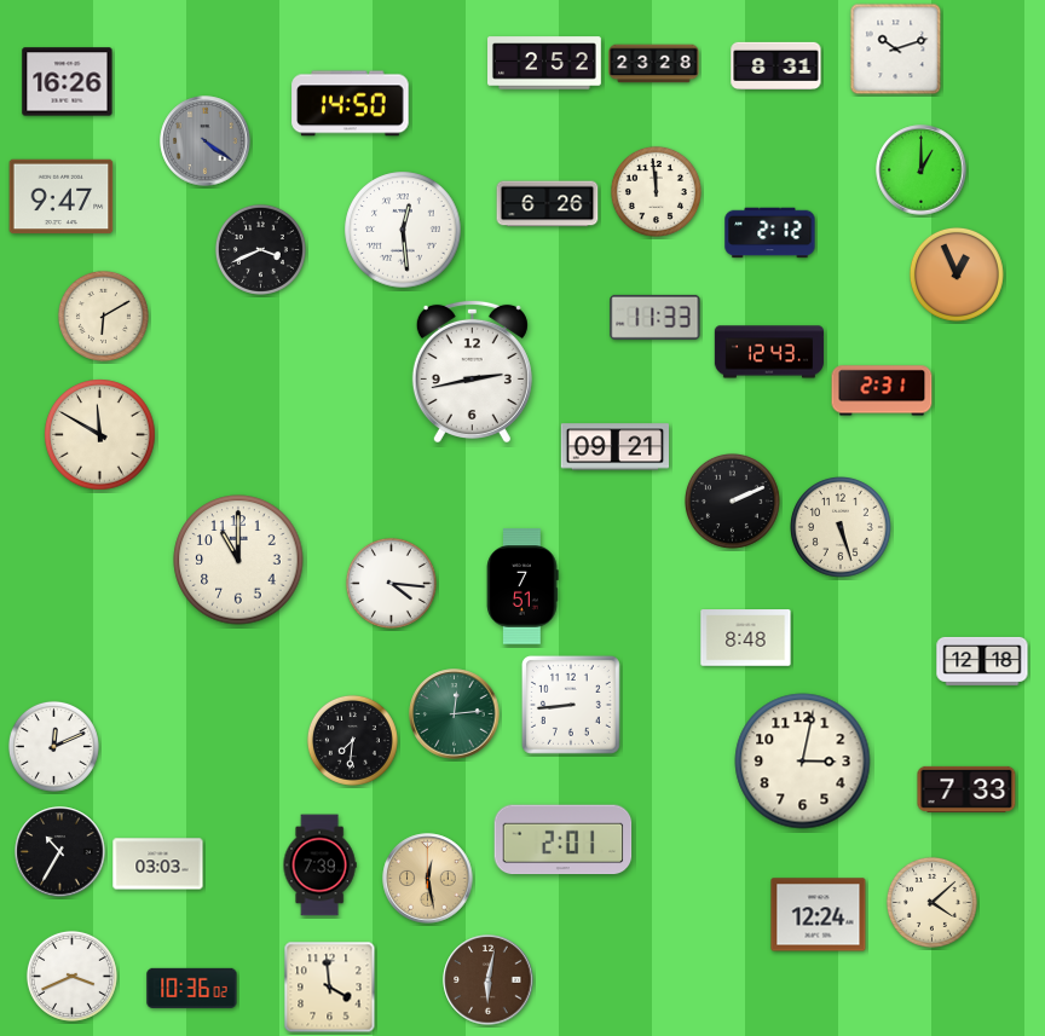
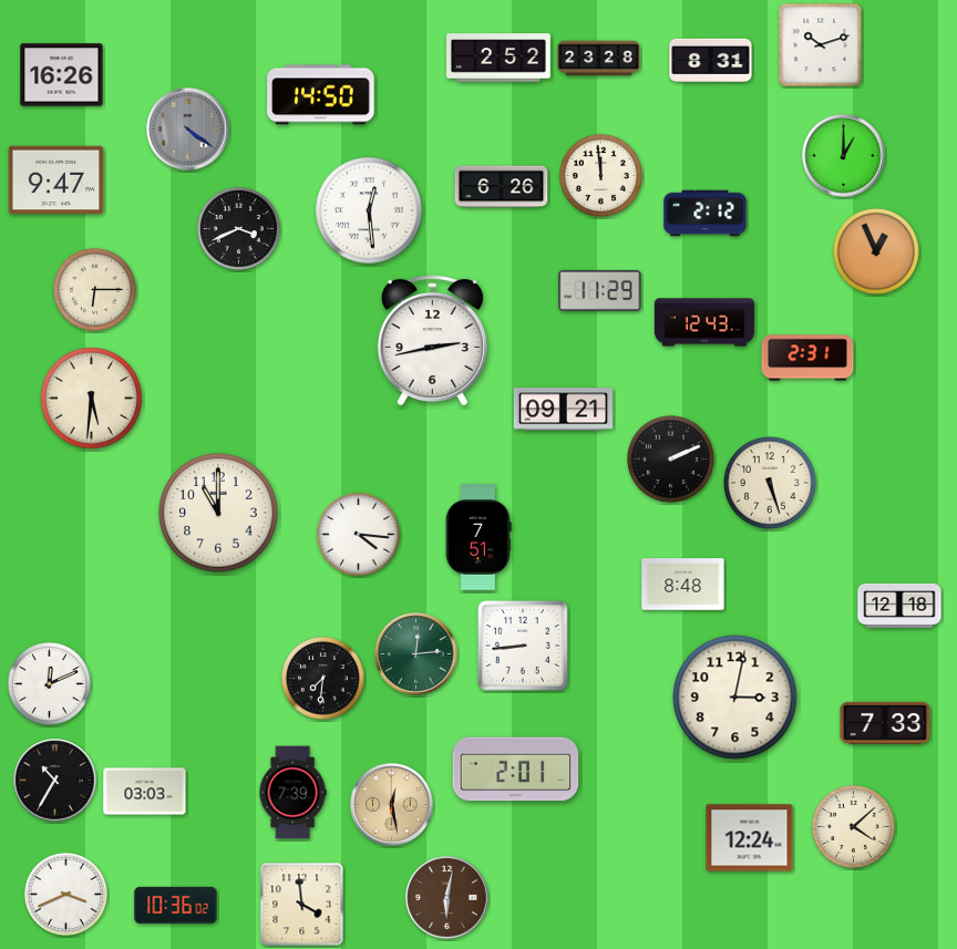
clock at (103, 316): 6:10 -> 6:15
clock at (656, 317): 11:33 -> 11:29
clock at (100, 435): 11:50 -> 5:31
